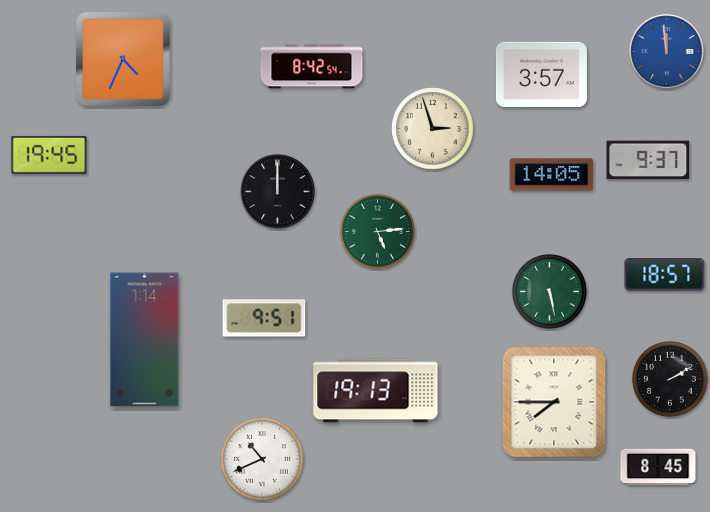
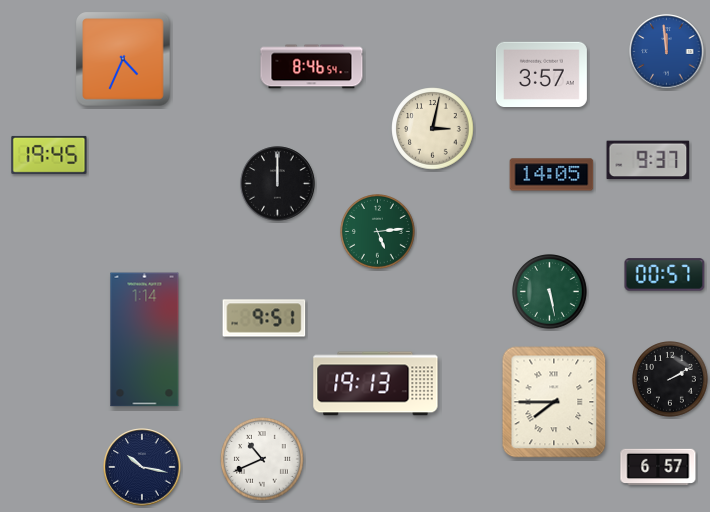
clock at (312, 67): 8:42 -> 8:46
clock at (433, 129): 2:57 -> 3:02
clock at (278, 192) position: (278, 192) -> (278, 184)
clock at (665, 275): 18:57 -> 00:57
clock at (376, 391) position: (376, 391) -> (376, 384)
clock at (142, 467): none -> 10:17
clock at (658, 467): 8:45 -> 6:57
